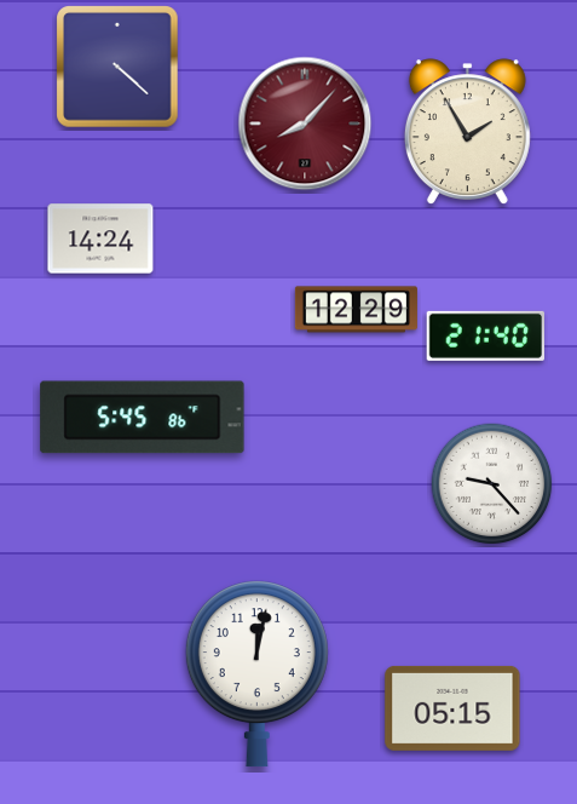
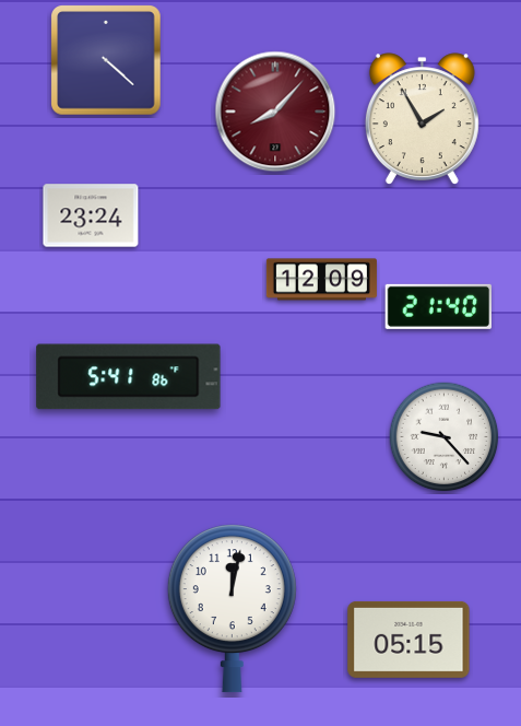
clock at (100, 239): 14:24 -> 23:24
clock at (356, 310): 12:29 -> 12:09
clock at (485, 335) position: (485, 335) -> (438, 306)
clock at (143, 418): 5:45 -> 5:41
